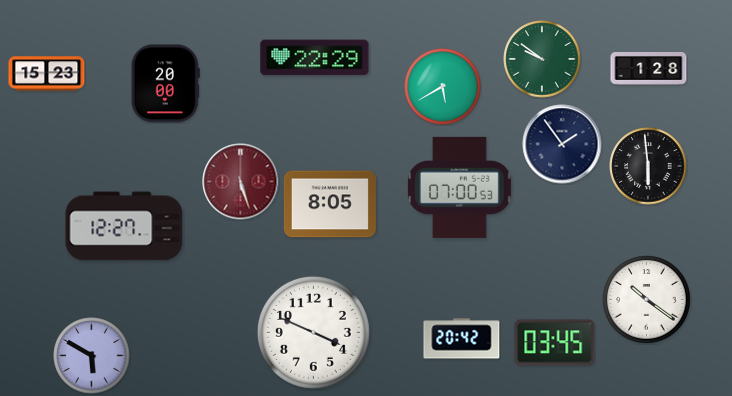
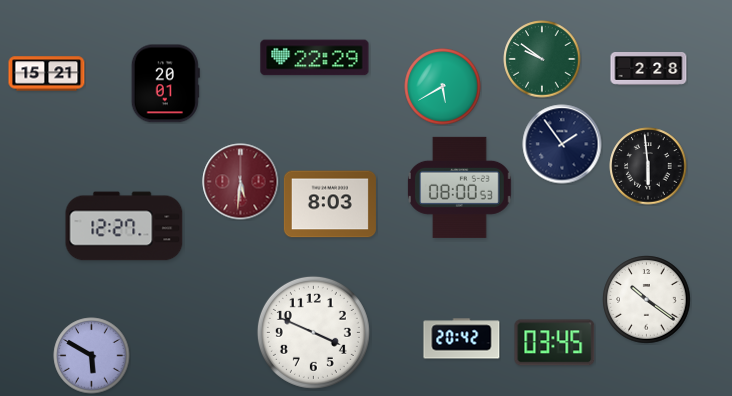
clock at (649, 69): 1:28 -> 2:28
clock at (47, 74): 15:23 -> 15:21
clock at (165, 84): 20:00 -> 20:01
clock at (241, 182): 5:27 -> 5:31
clock at (460, 187): 07:00 -> 08:00
clock at (330, 204): 8:05 -> 8:03
